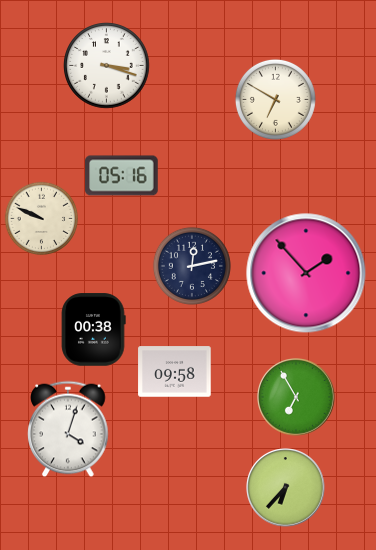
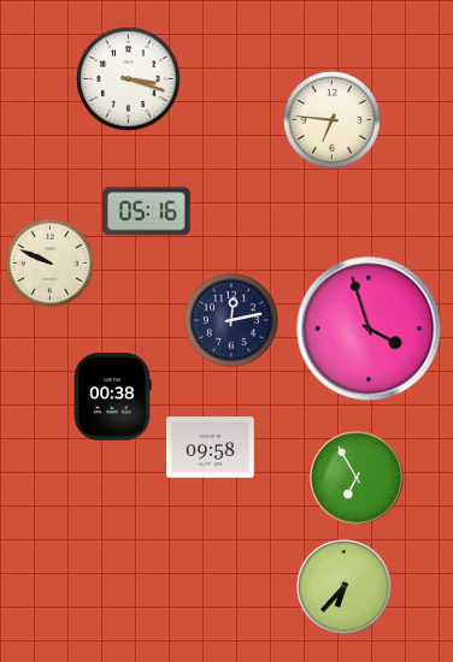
clock at (275, 99): 6:50 -> 6:46
clock at (306, 273): 1:53 -> 3:57
clock at (68, 429): 4:03 -> none
